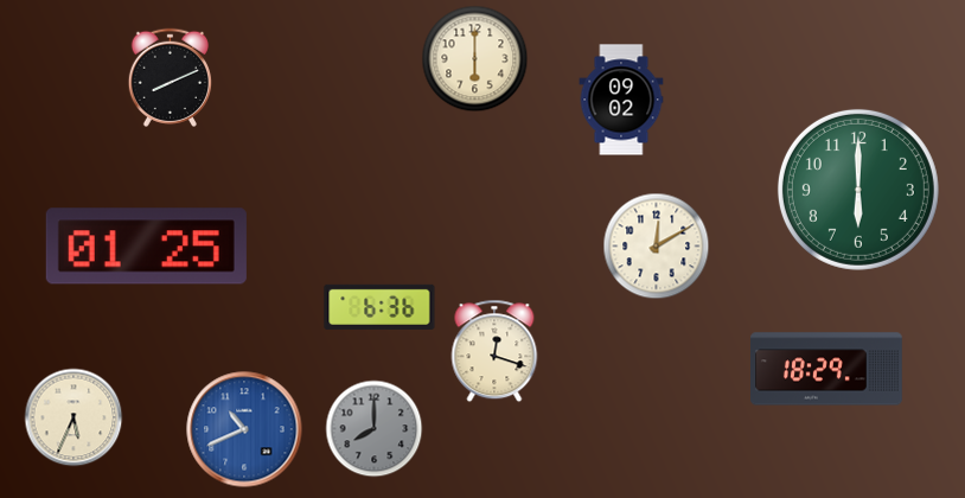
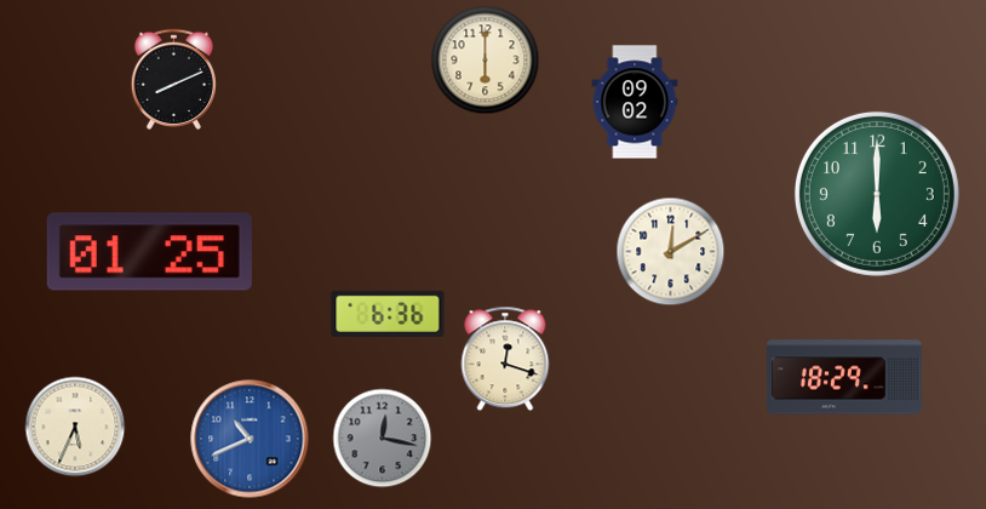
clock at (373, 428): 8:00 -> 12:17
